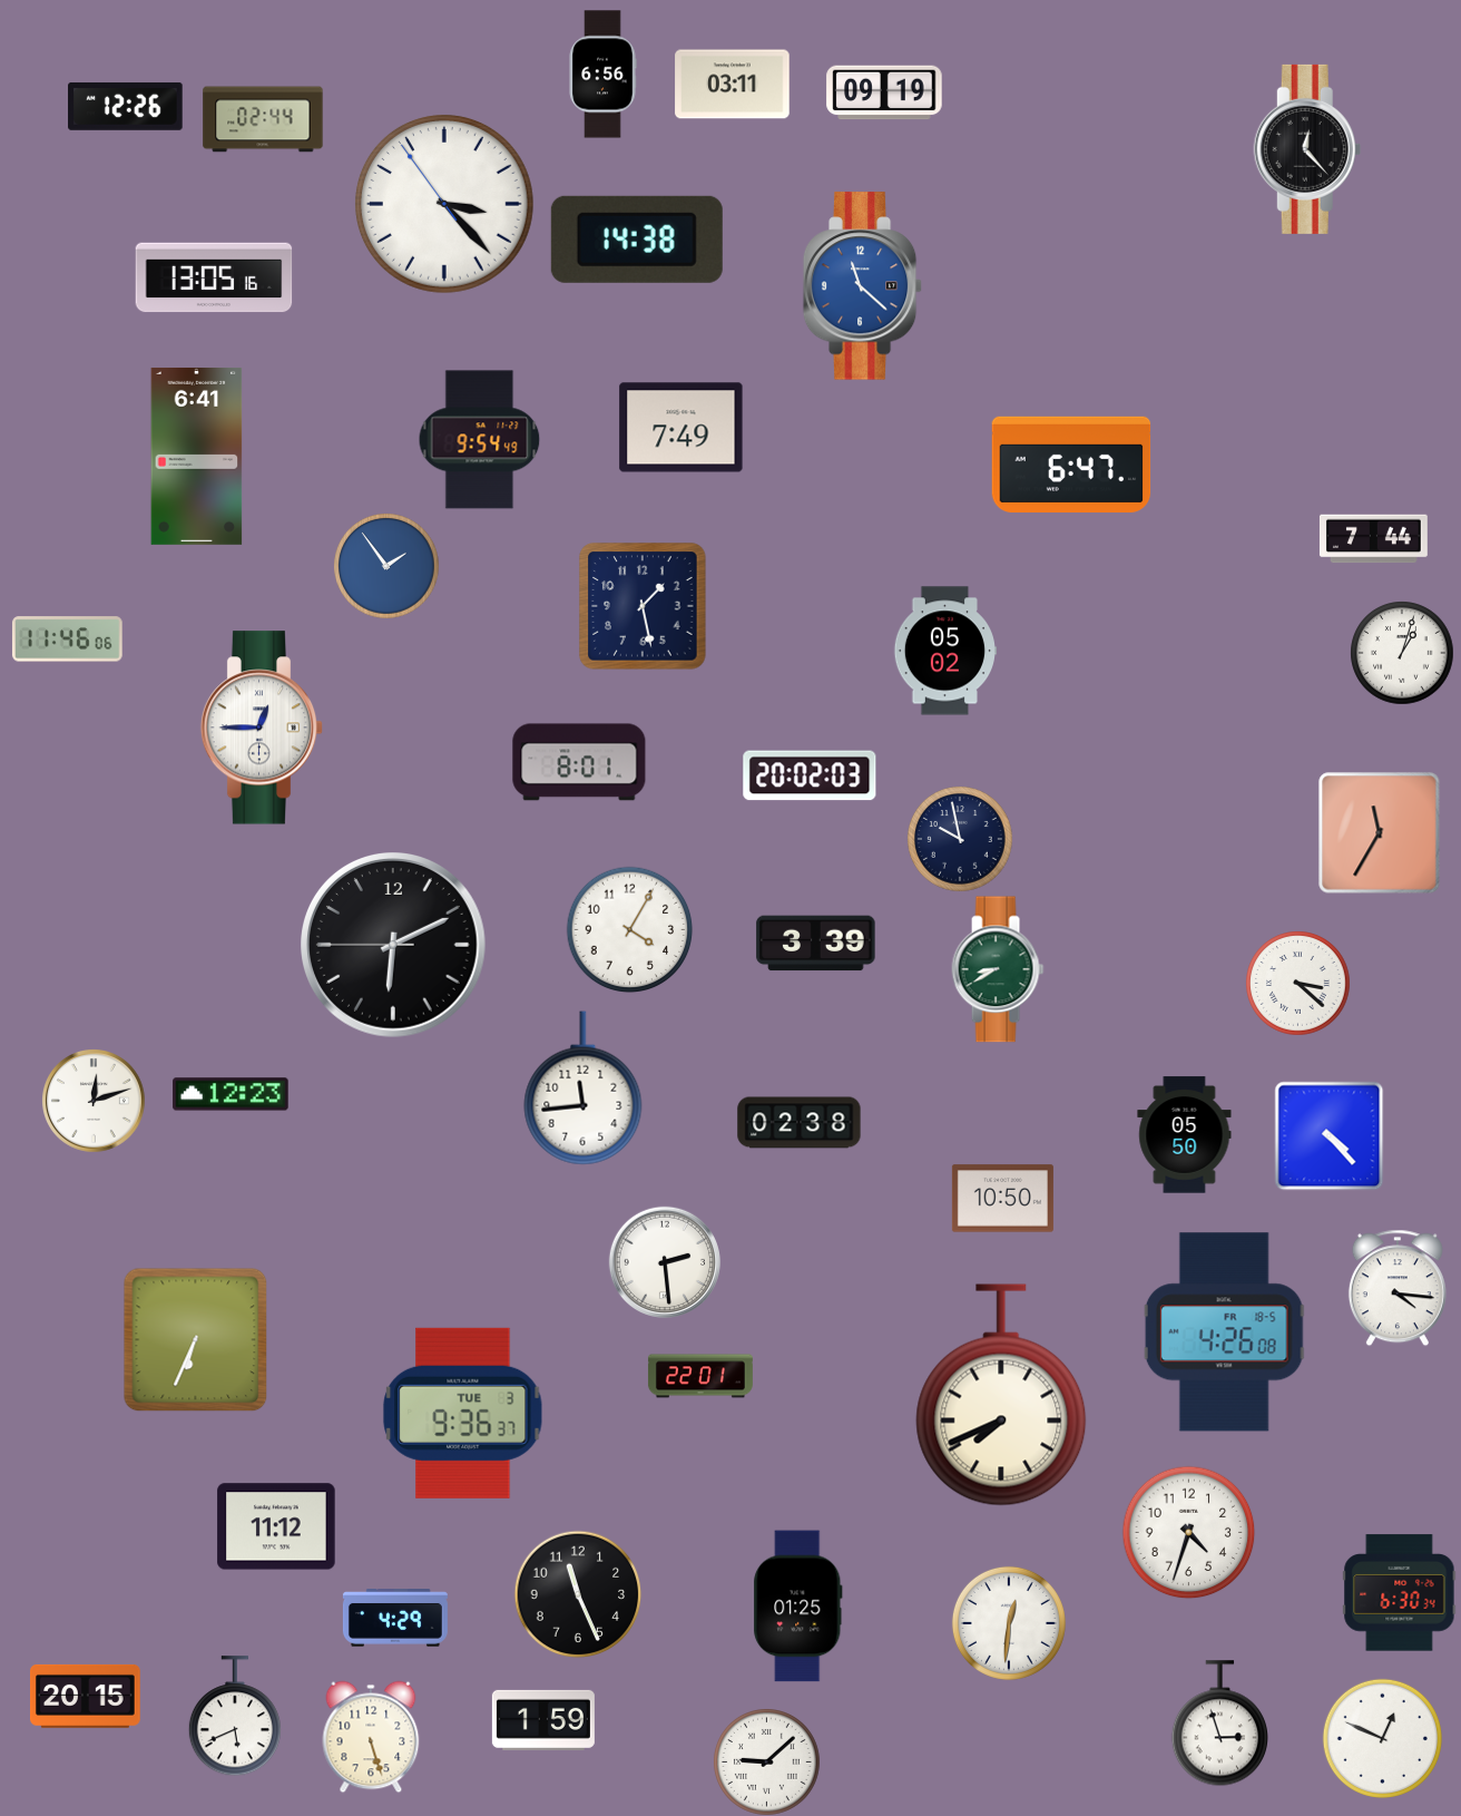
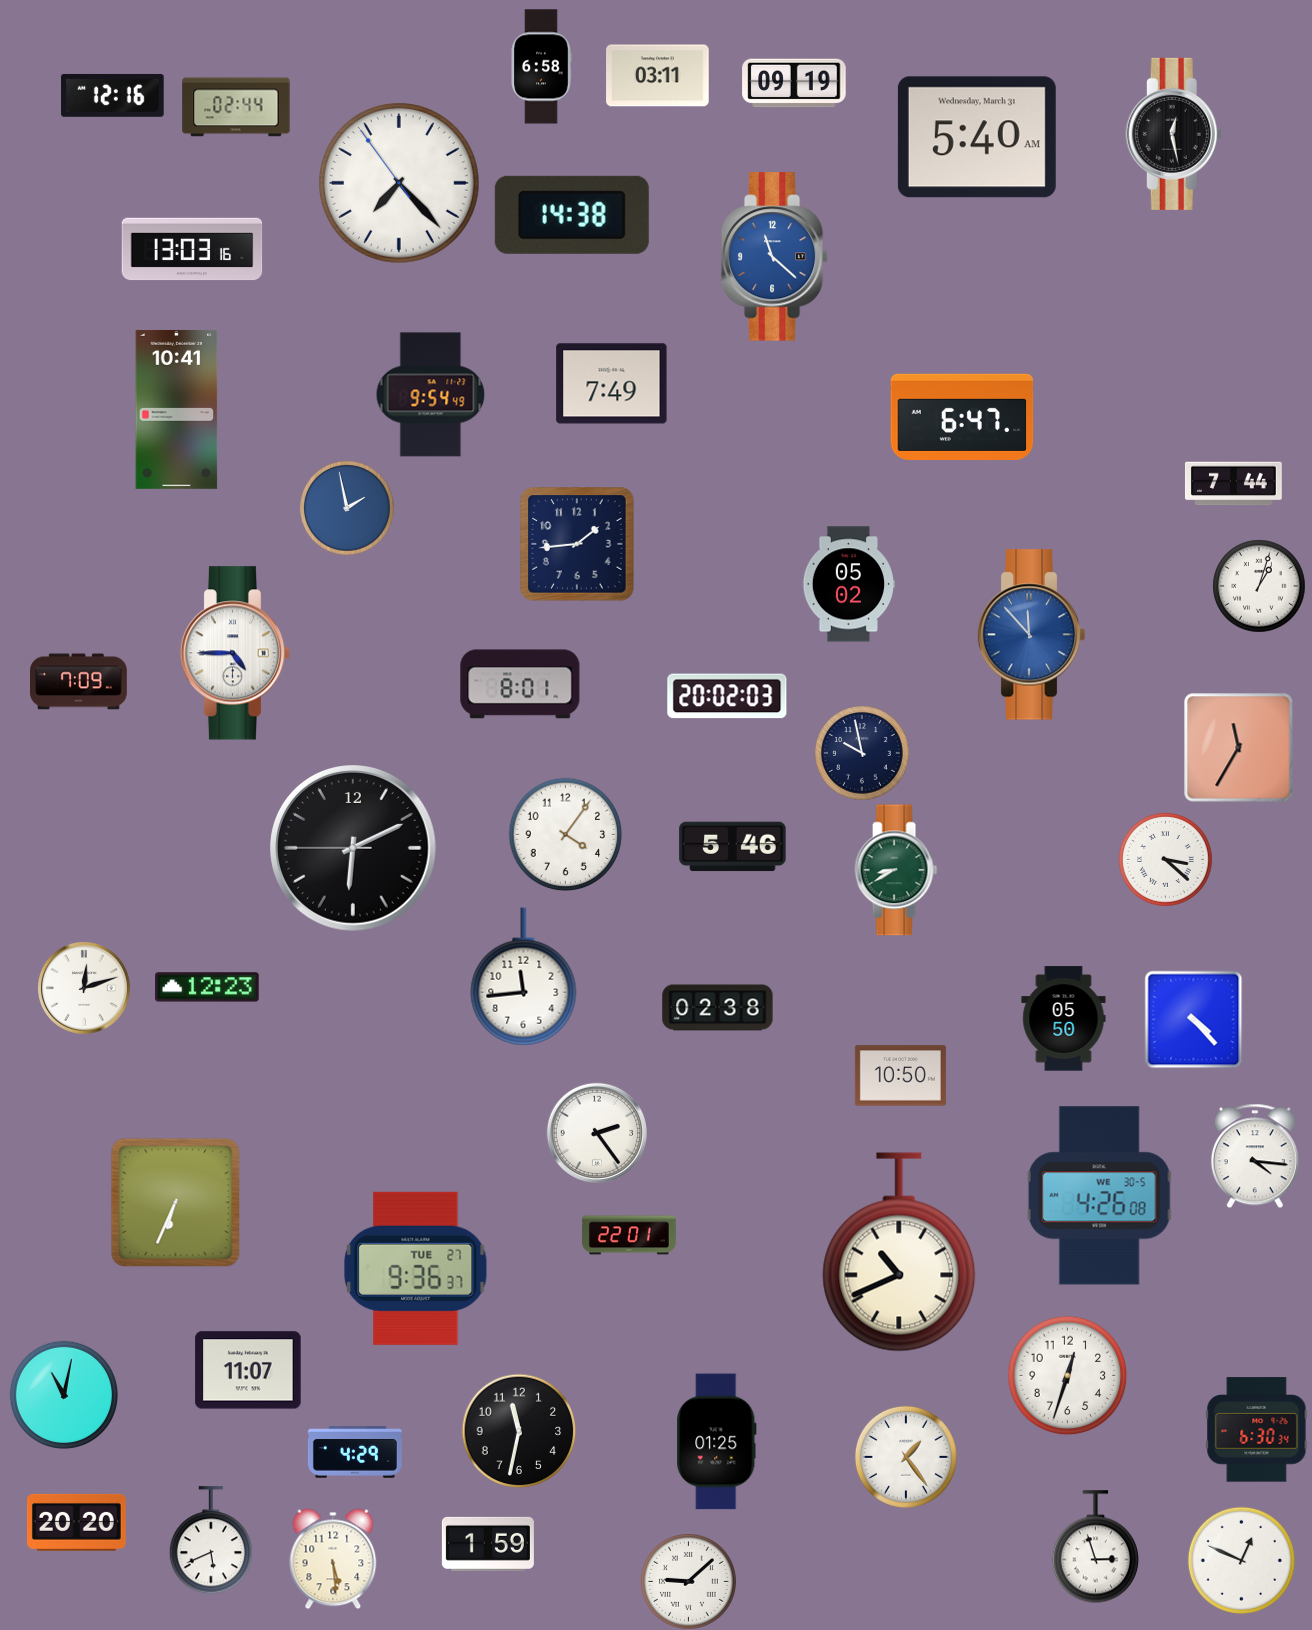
clock at (602, 75): 6:56 -> 6:58
clock at (126, 106): 12:26 -> 12:16
clock at (1307, 149): 12:23 -> 12:28
clock at (977, 137): none -> 5:40
clock at (444, 204): 3:22 -> 7:22
clock at (214, 277): 13:05 -> 13:03
clock at (197, 456): 6:41 -> 10:41
clock at (386, 566): 1:54 -> 1:58
clock at (643, 606): 1:28 -> 1:44
clock at (67, 639): 11:46 -> none
clock at (1031, 635): none -> 11:53
clock at (262, 728): 12:45 -> 4:45
clock at (79, 682): none -> 7:09
clock at (629, 929): 4:05 -> 4:06
clock at (816, 944): 3:39 -> 5:46
clock at (1297, 983) position: (1297, 983) -> (1165, 859)
clock at (231, 1094) position: (231, 1094) -> (207, 987)
clock at (665, 1262): 2:29 -> 2:24
clock at (1225, 1332) date: FR 18-5 -> WE 30-5
clock at (1001, 1395): 7:41 -> 10:41
clock at (463, 1413) date: TUE 3 -> TUE 27
clock at (276, 1526): 11:12 -> 11:07
clock at (1188, 1532): 4:33 -> 12:33
clock at (64, 1395): none -> 11:02
clock at (578, 1594): 11:26 -> 11:32
clock at (1009, 1623): 12:31 -> 1:24
clock at (86, 1696): 20:15 -> 20:20
clock at (371, 1737): 5:27 -> 5:29
